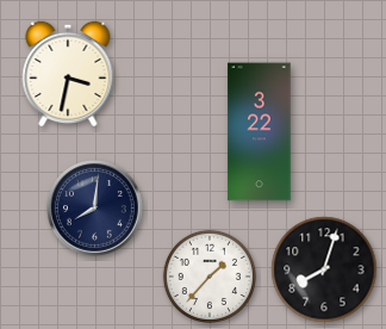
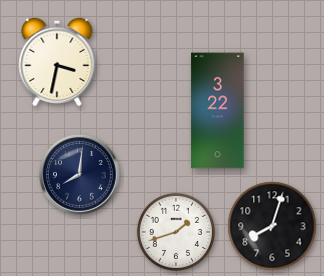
clock at (208, 275): 1:37 -> 1:42
